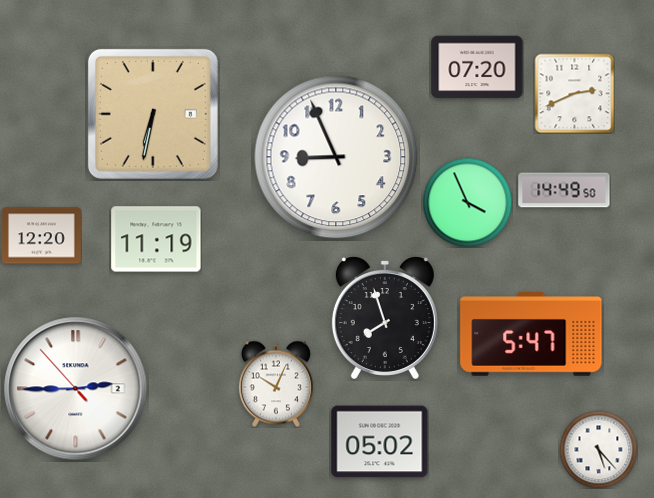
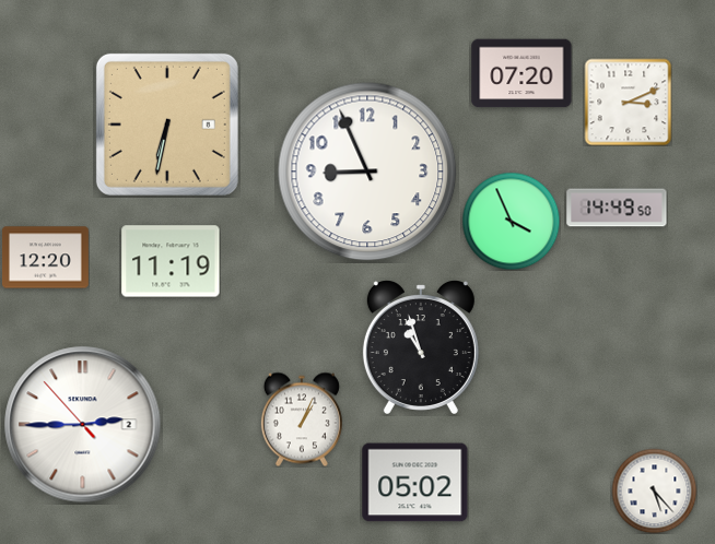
clock at (574, 93): 2:41 -> 3:11
clock at (385, 318): 7:57 -> 10:57
clock at (531, 334): 5:47 -> none
clock at (276, 384): 10:04 -> 1:04
